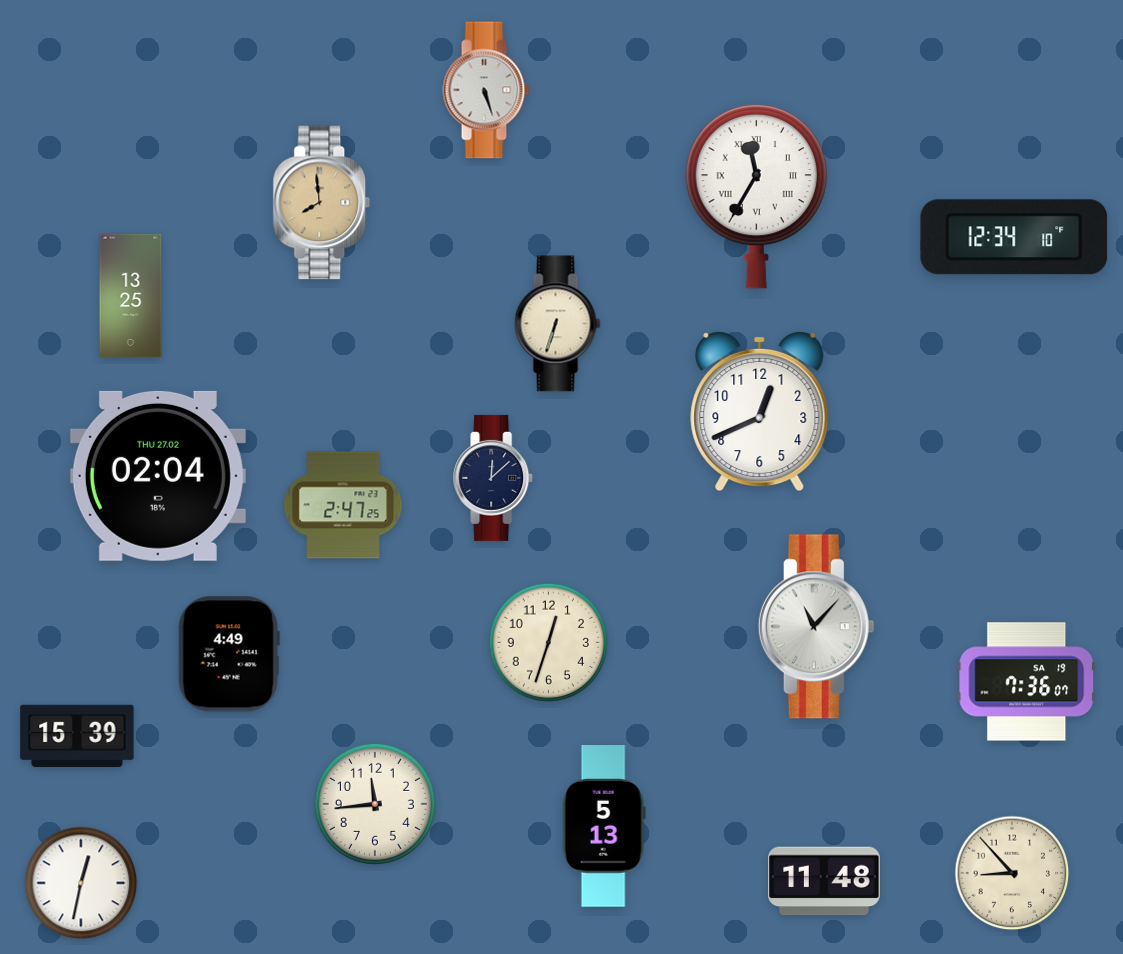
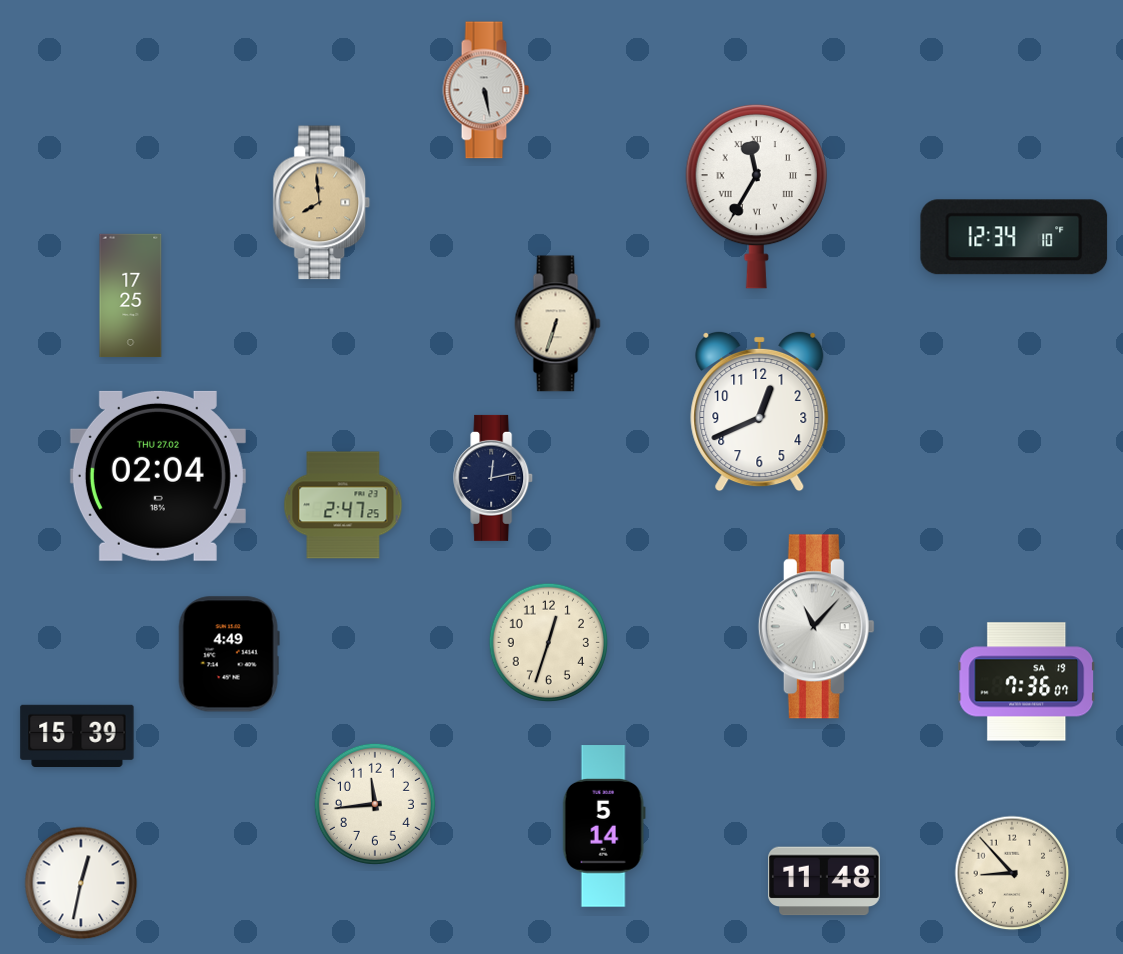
clock at (486, 90): 5:27 -> 5:28
clock at (131, 296): 13:25 -> 17:25
clock at (494, 478): 12:08 -> 12:13
clock at (604, 826): 5:13 -> 5:14
